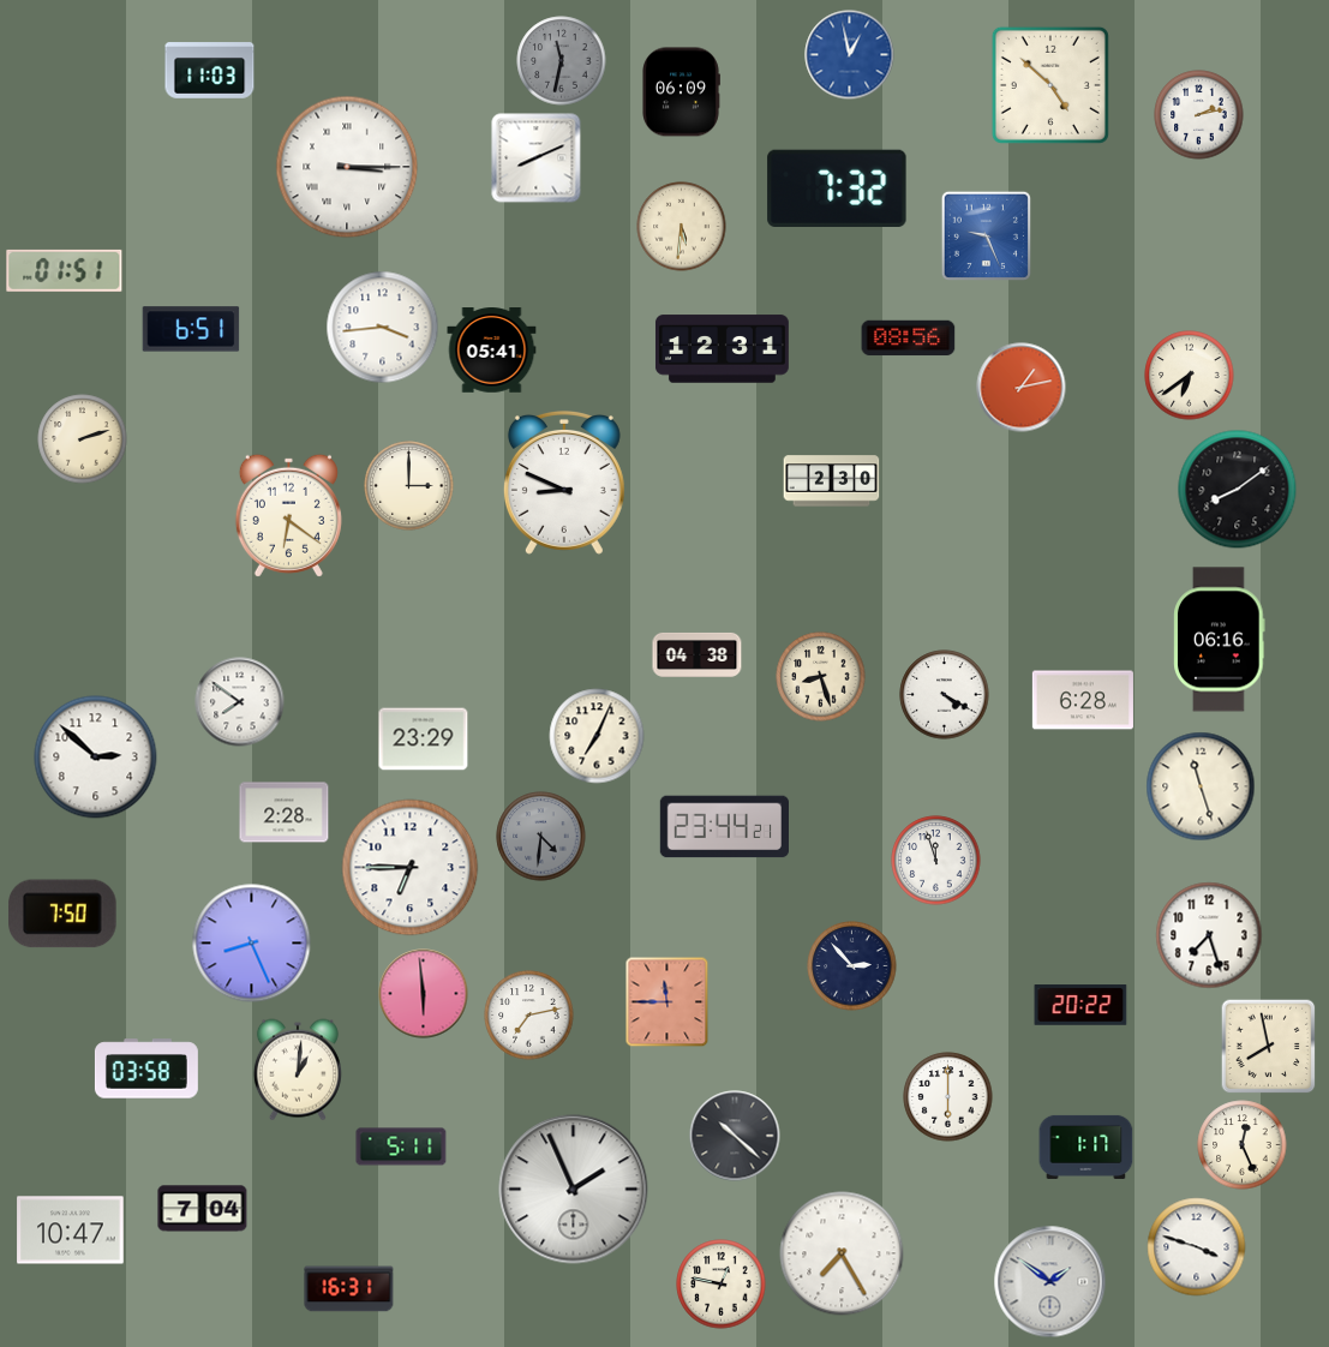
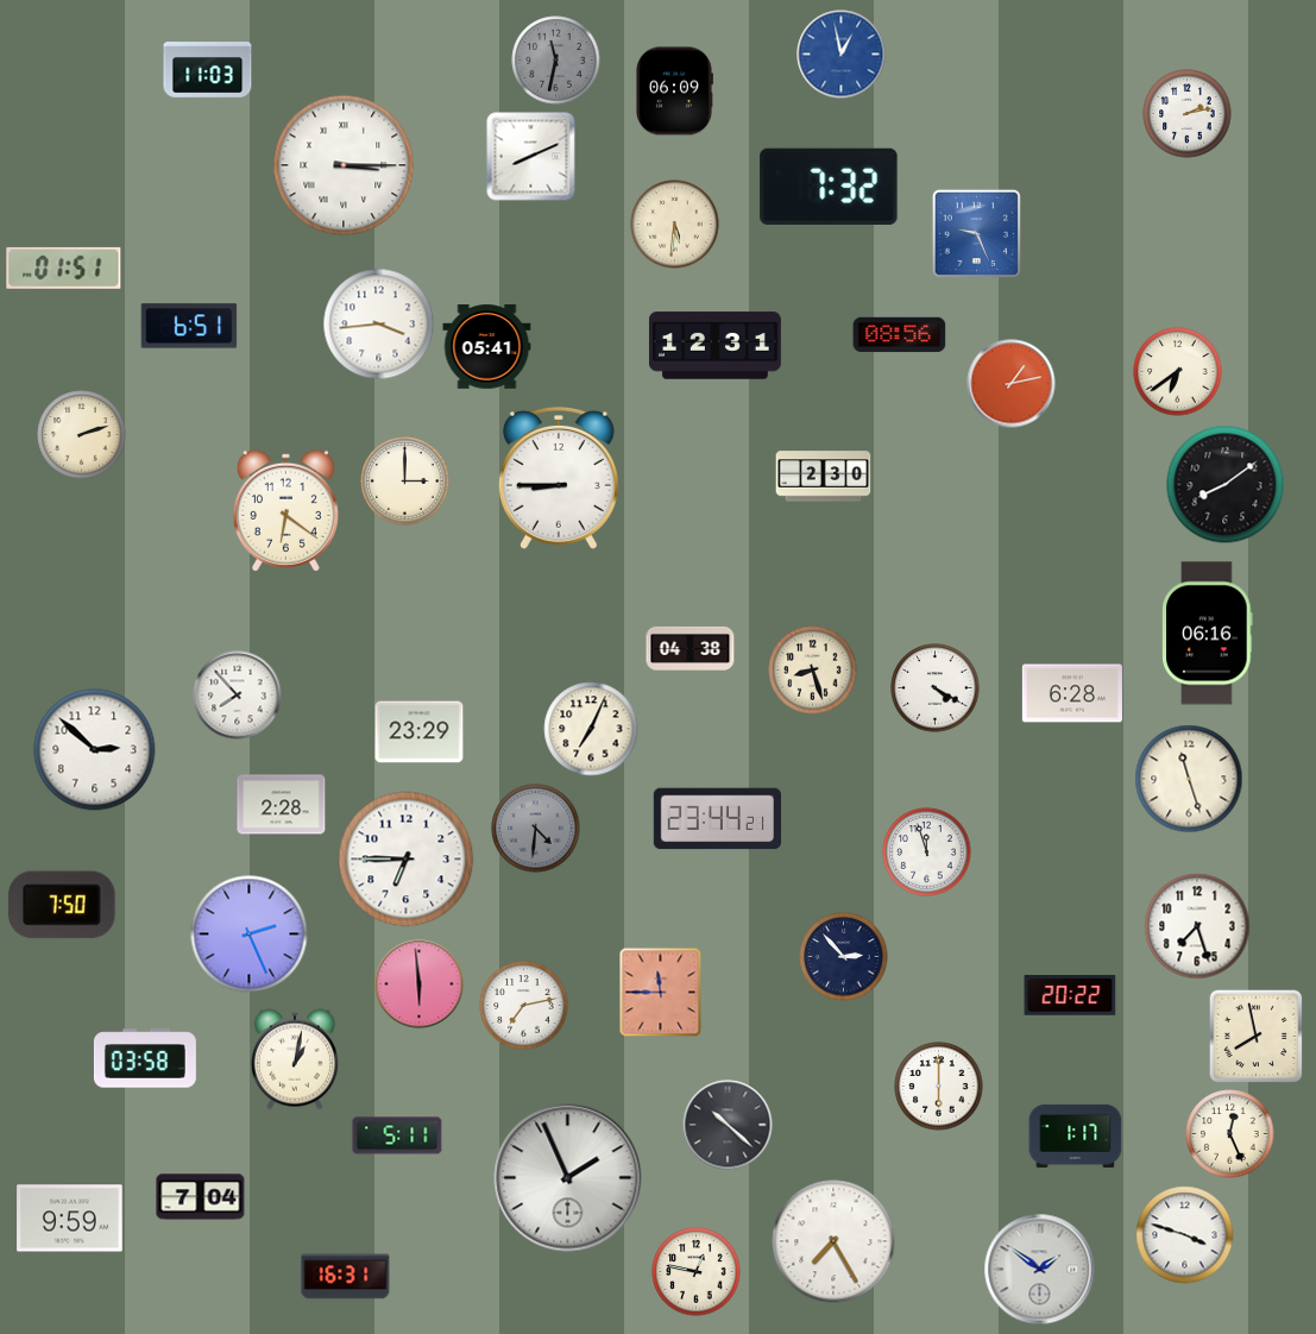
clock at (1050, 85): 4:52 -> none
clock at (564, 483): 8:49 -> 8:45
clock at (240, 702): 7:51 -> 7:53
clock at (252, 944): 8:26 -> 2:26
clock at (298, 1070): 1:01 -> 1:02
clock at (71, 1231): 10:47 -> 9:59
clock at (722, 1285) position: (722, 1285) -> (697, 1272)
